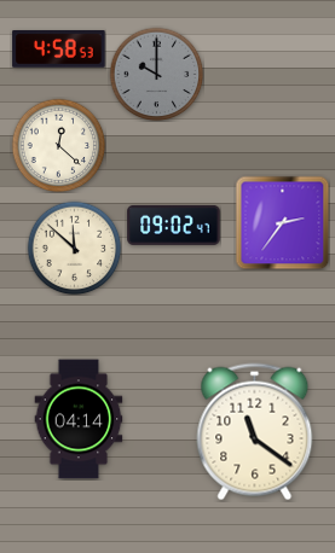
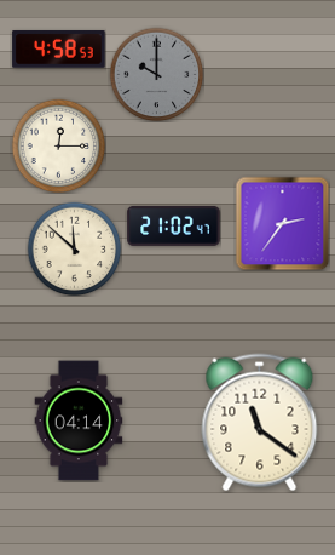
clock at (58, 145): 12:22 -> 12:15
clock at (174, 225): 09:02 -> 21:02
clock at (255, 432) position: (255, 432) -> (260, 423)
